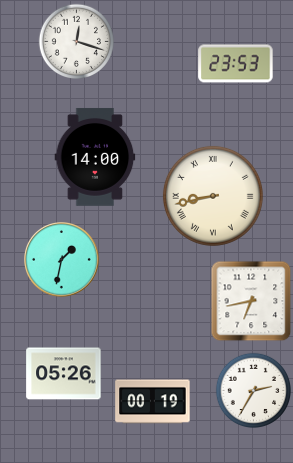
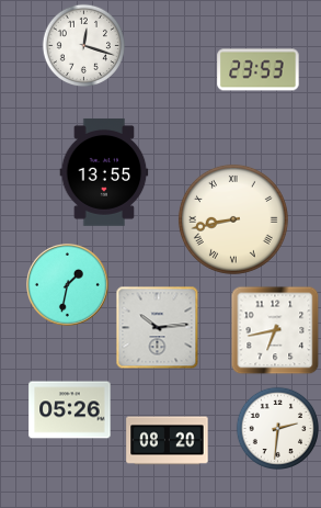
clock at (95, 157): 14:00 -> 13:55
clock at (213, 196) position: (213, 196) -> (233, 219)
clock at (158, 328): none -> 10:14
clock at (253, 390): 2:35 -> 2:31
clock at (153, 402): 00:19 -> 08:20
